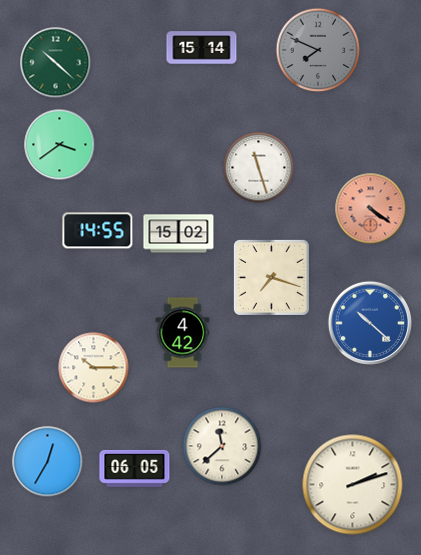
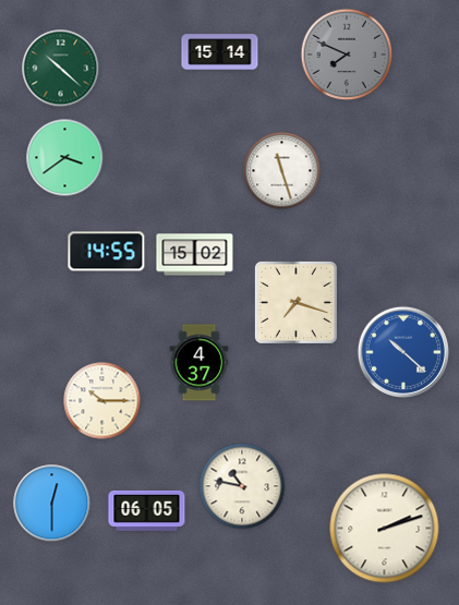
clock at (259, 168) position: (259, 168) -> (282, 171)
clock at (371, 209): 4:21 -> none
clock at (183, 333): 4:42 -> 4:37
clock at (222, 446): 11:38 -> 10:47
clock at (48, 462): 12:35 -> 12:30
